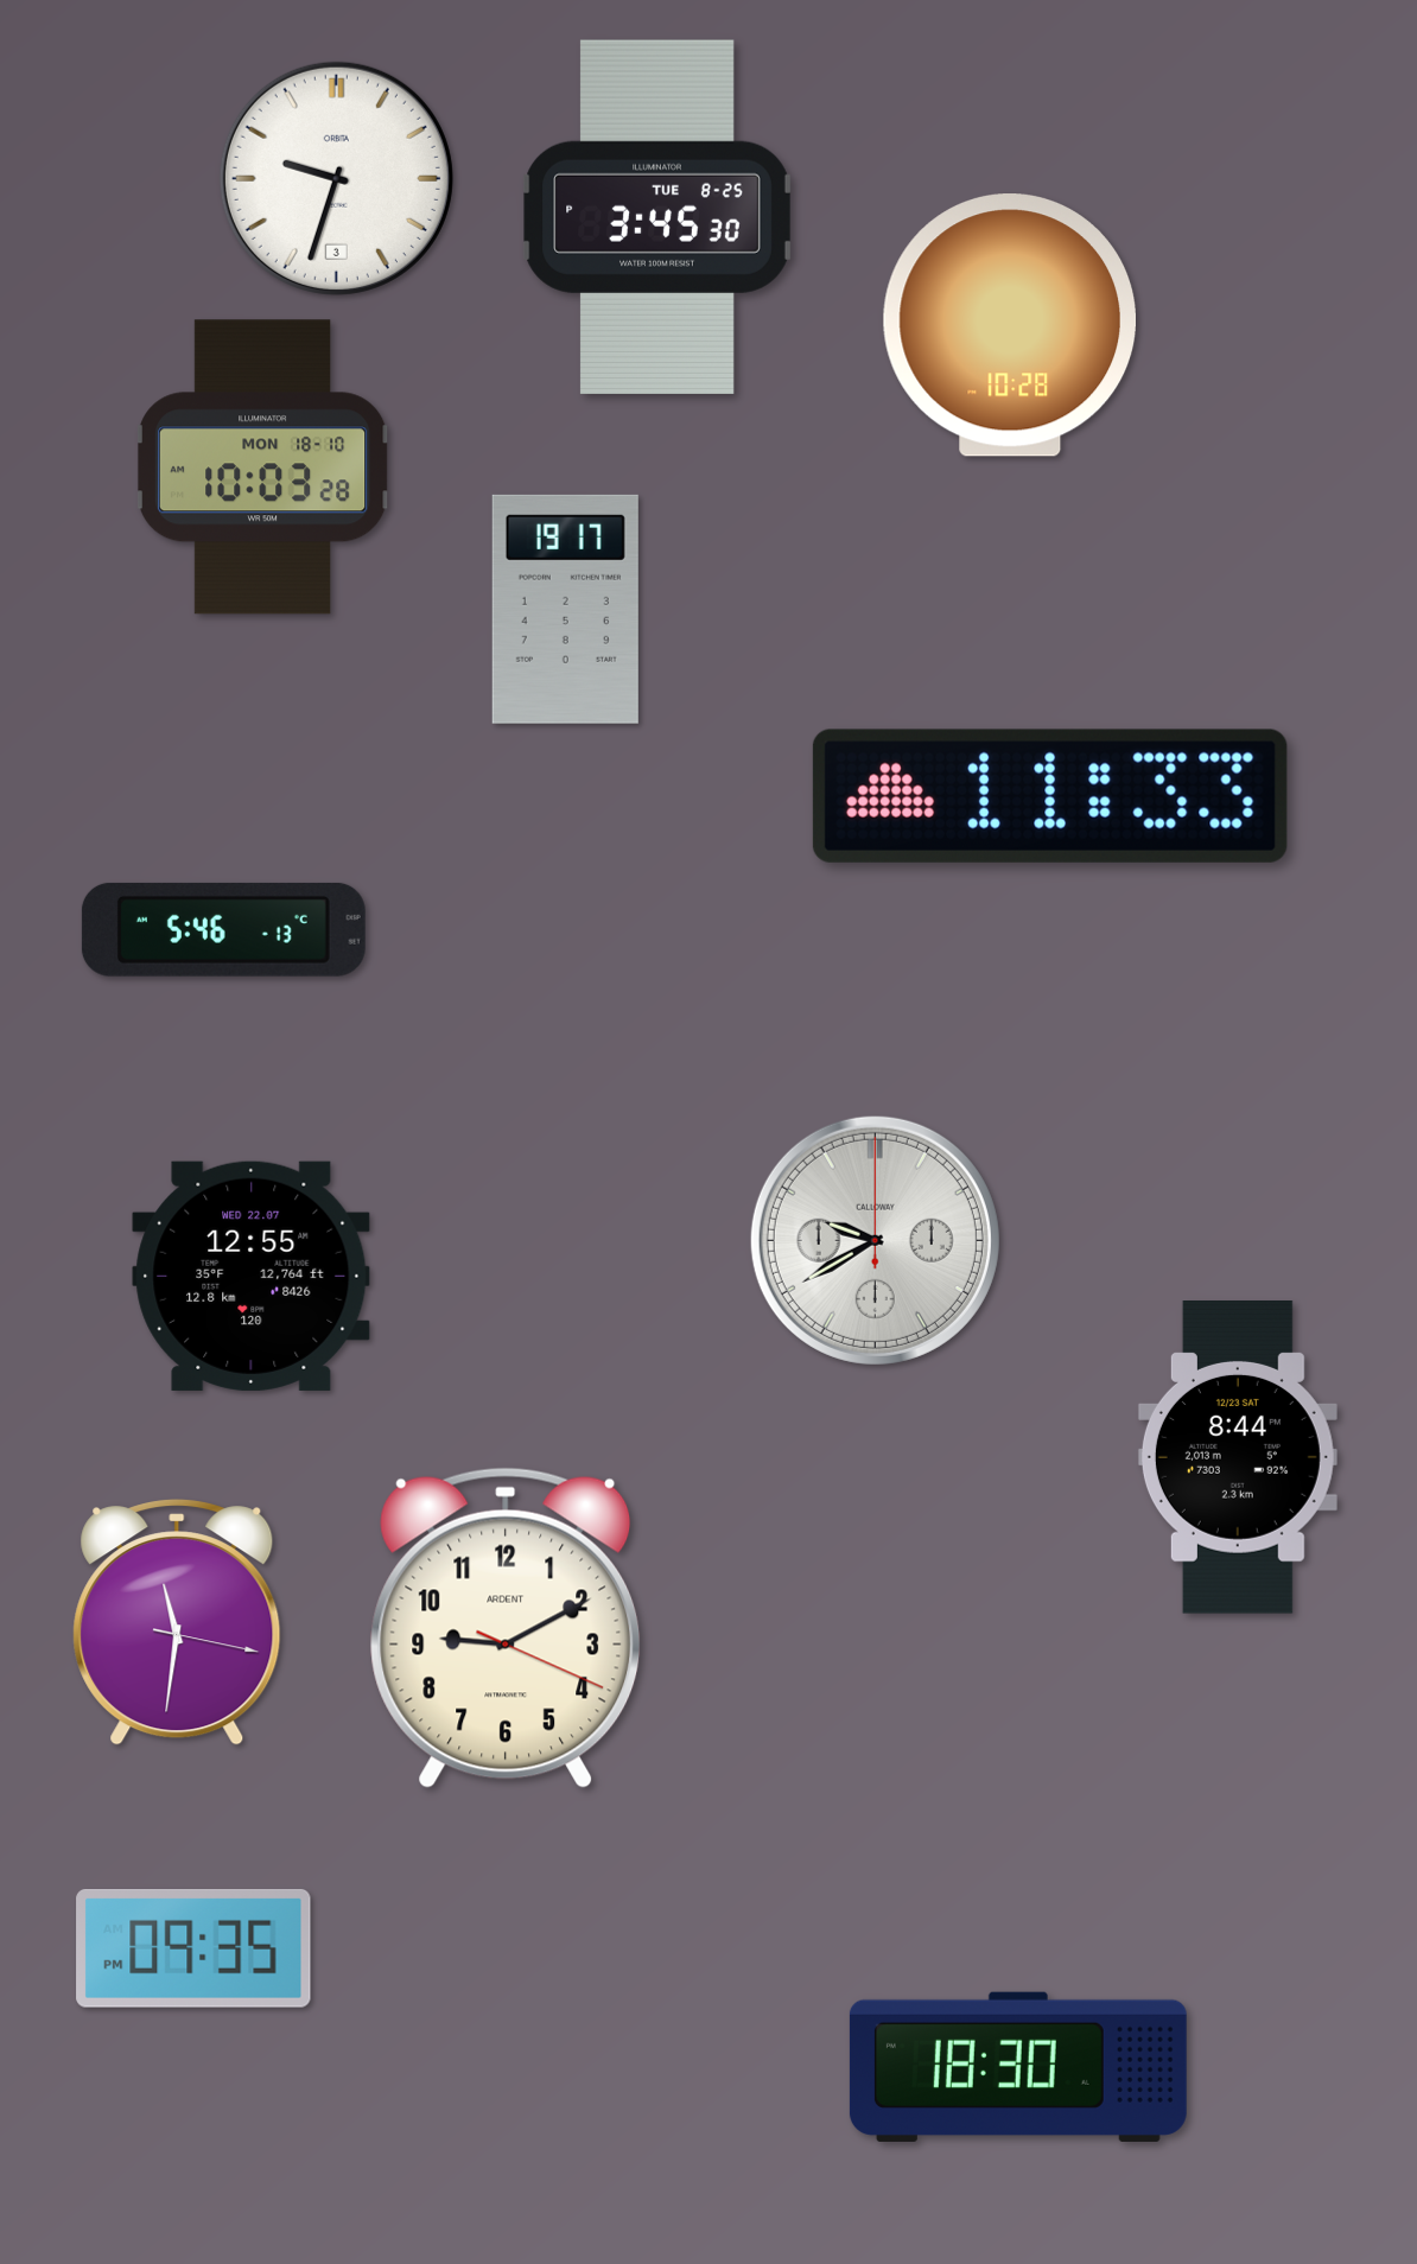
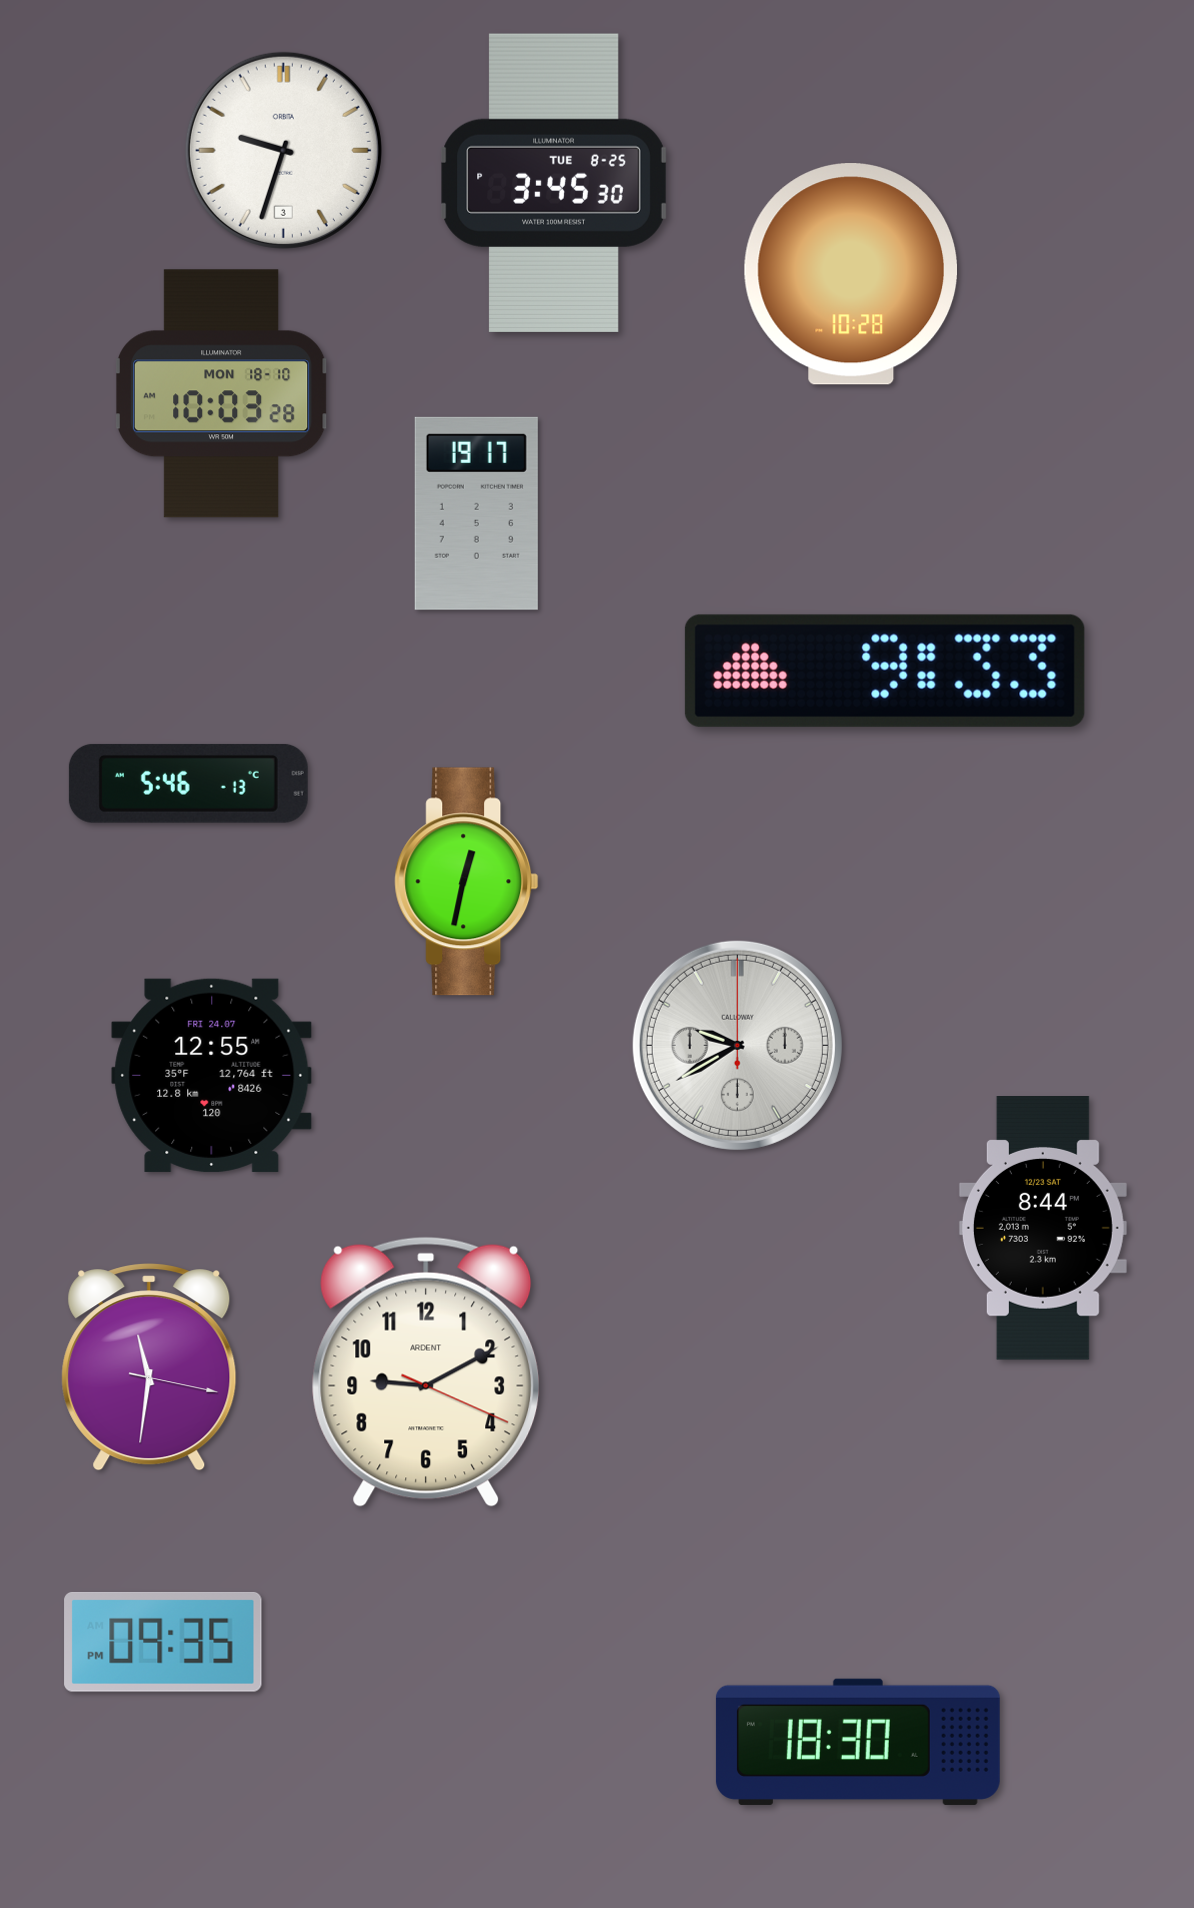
clock at (1050, 796): 11:33 -> 9:33
clock at (467, 882): none -> 12:32
clock at (252, 1276) date: WED 22.07 -> FRI 24.07
